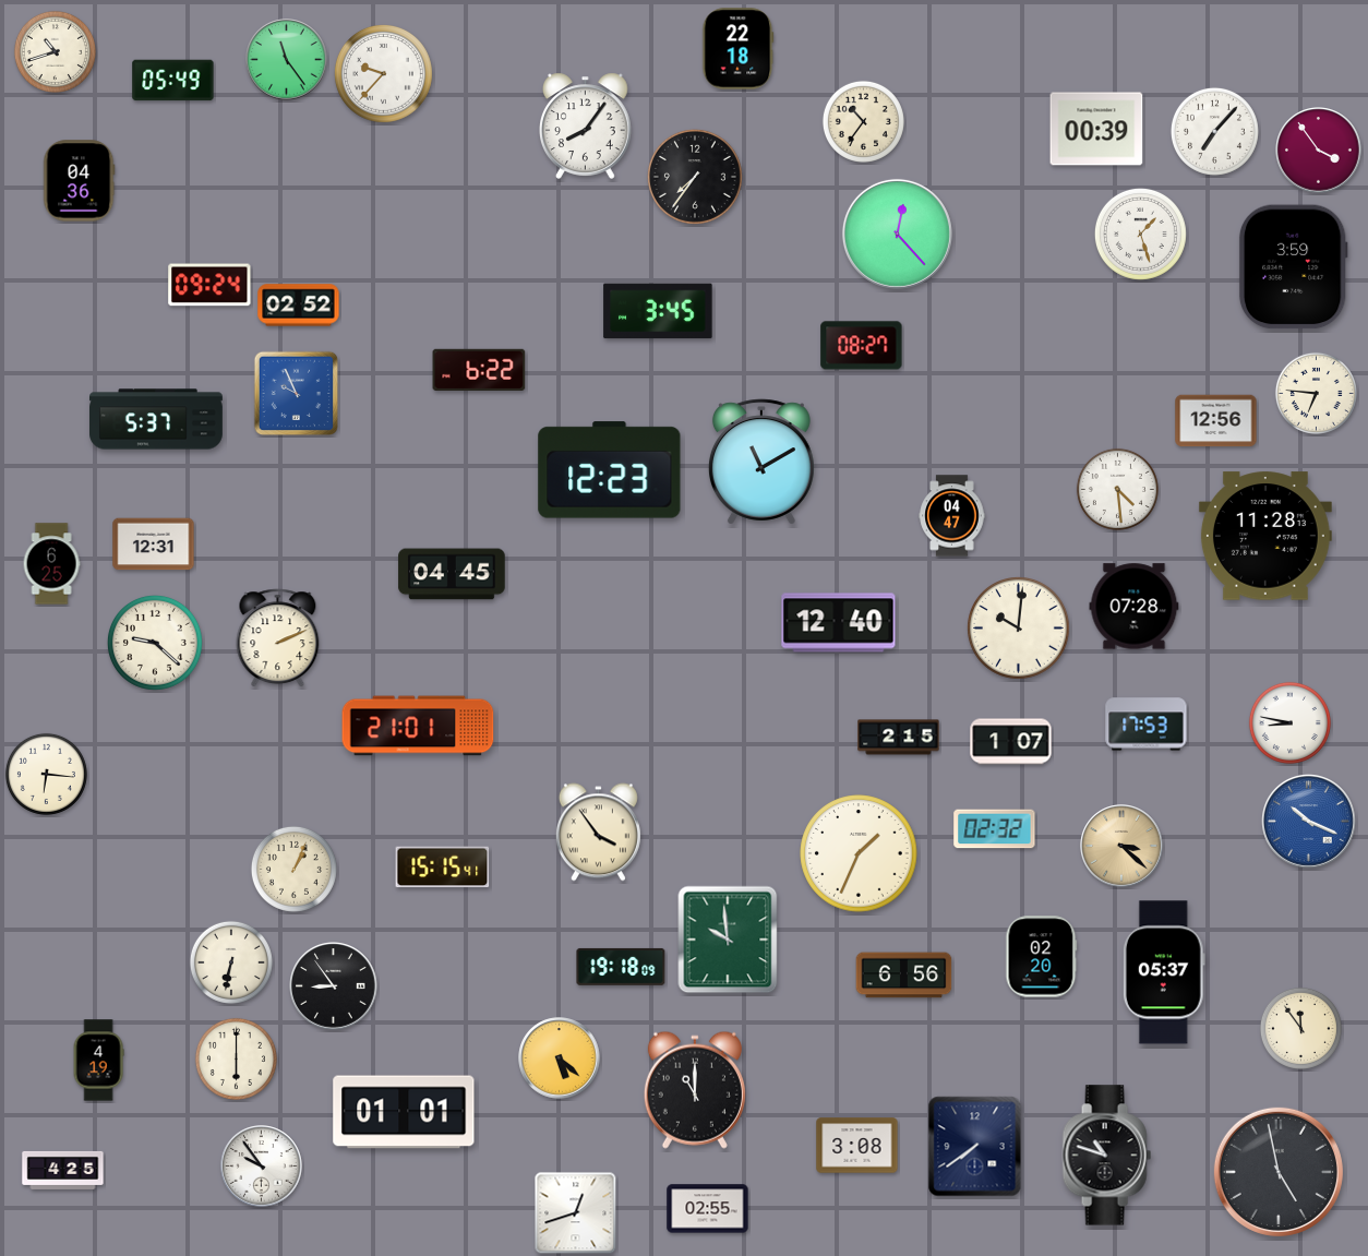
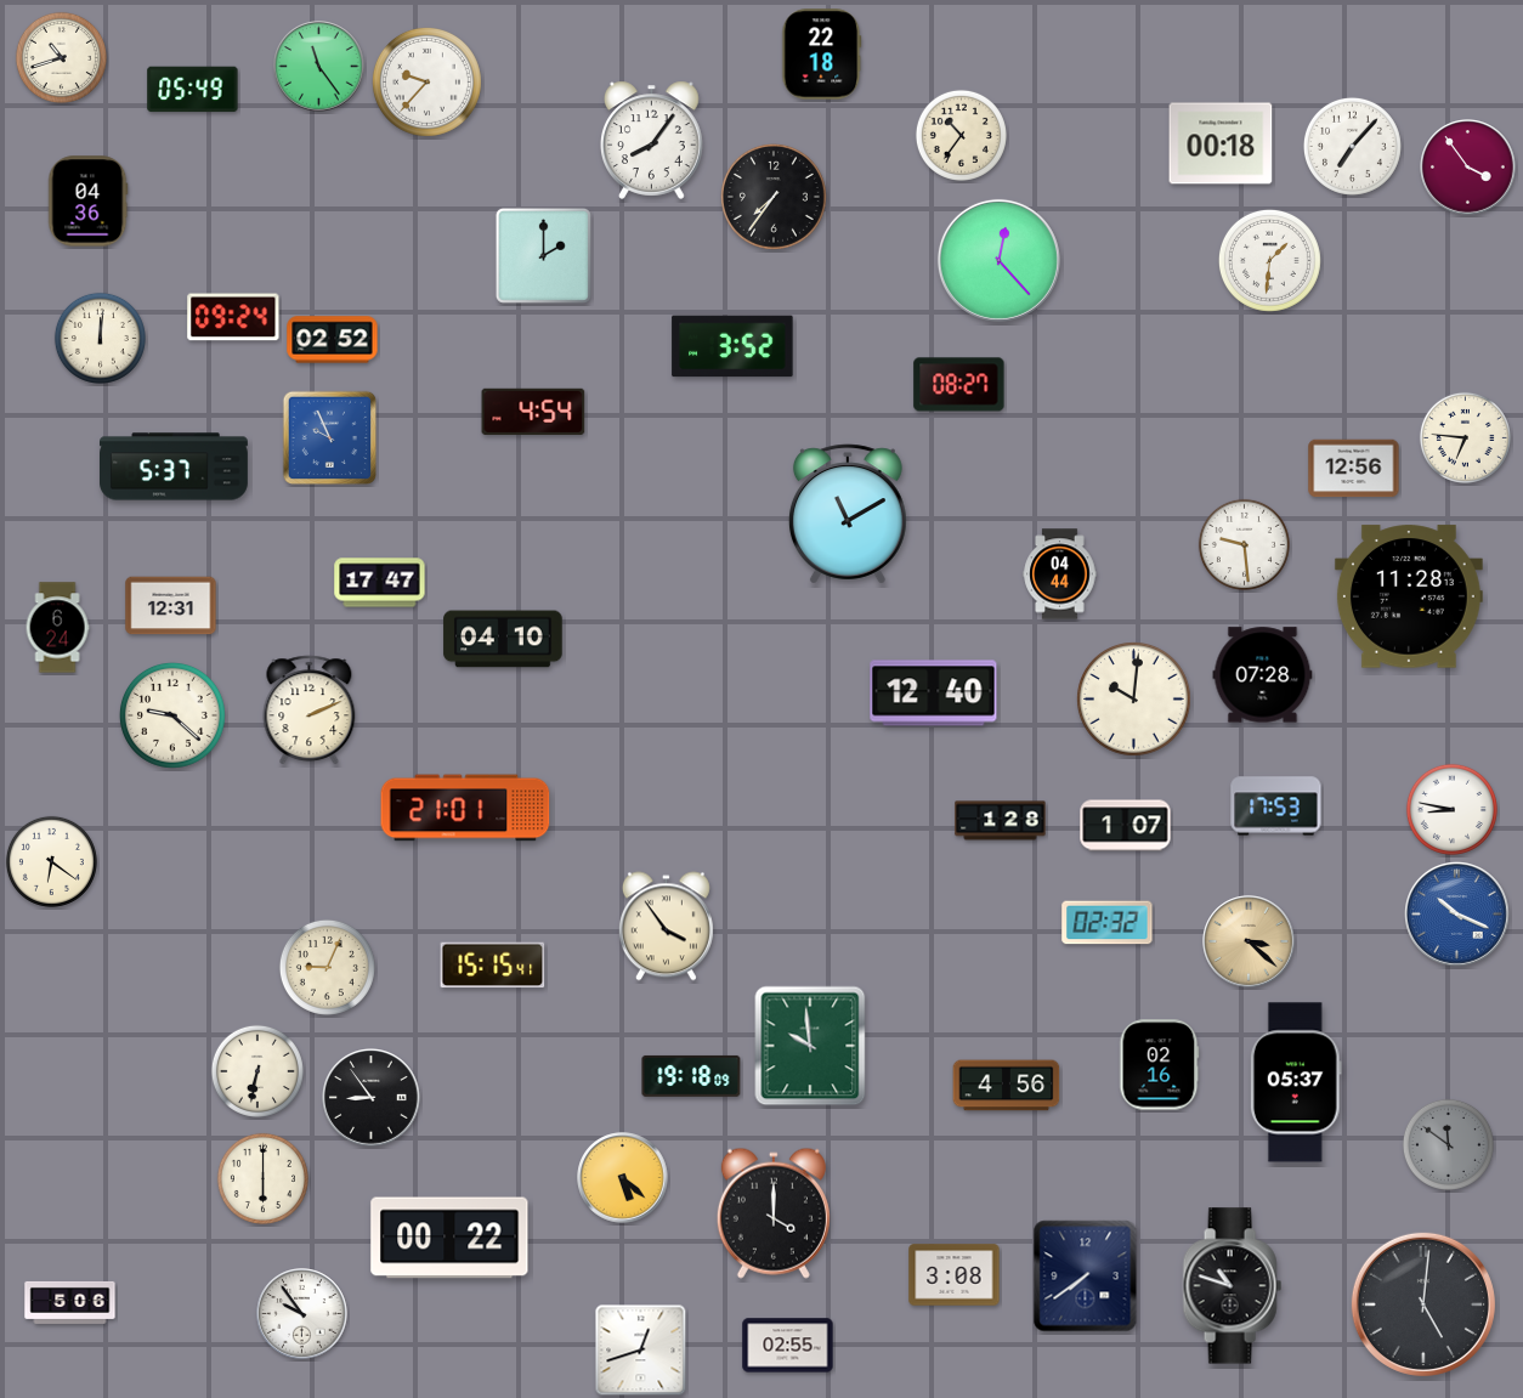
clock at (1096, 129): 00:39 -> 00:18
clock at (543, 255): none -> 2:00
clock at (1140, 234): 1:27 -> 1:31
clock at (1293, 267): 3:59 -> none
clock at (100, 338): none -> 12:01
clock at (658, 311): 3:45 -> 3:52
clock at (479, 370): 6:22 -> 4:54
clock at (610, 470): 12:23 -> none
clock at (1117, 489): 4:29 -> 9:29
clock at (952, 516): 04:47 -> 04:44
clock at (380, 583): none -> 17:47
clock at (51, 564): 6:25 -> 6:24
clock at (452, 574): 04:45 -> 04:10
clock at (1289, 722) position: (1289, 722) -> (1451, 809)
clock at (899, 738): 2:15 -> 1:28
clock at (46, 774): 6:16 -> 6:21
clock at (859, 853): 1:34 -> none
clock at (293, 869): 1:04 -> 9:04
clock at (1042, 957): 02:20 -> 02:16
clock at (904, 976): 6:56 -> 4:56
clock at (1300, 1028): 11:54 -> 11:51
clock at (1300, 1028) dial: cream -> grey
clock at (98, 1061): 4:19 -> none
clock at (695, 1090): 11:00 -> 4:00
clock at (404, 1112): 01:01 -> 00:22
clock at (262, 1167) position: (262, 1167) -> (302, 1314)
clock at (63, 1170): 4:25 -> 5:06
clock at (1279, 1172): 4:58 -> 5:01
